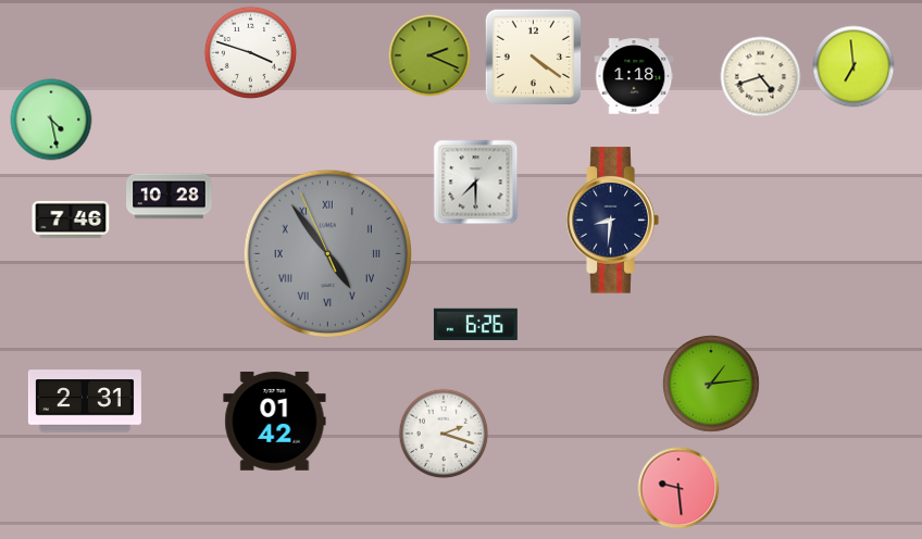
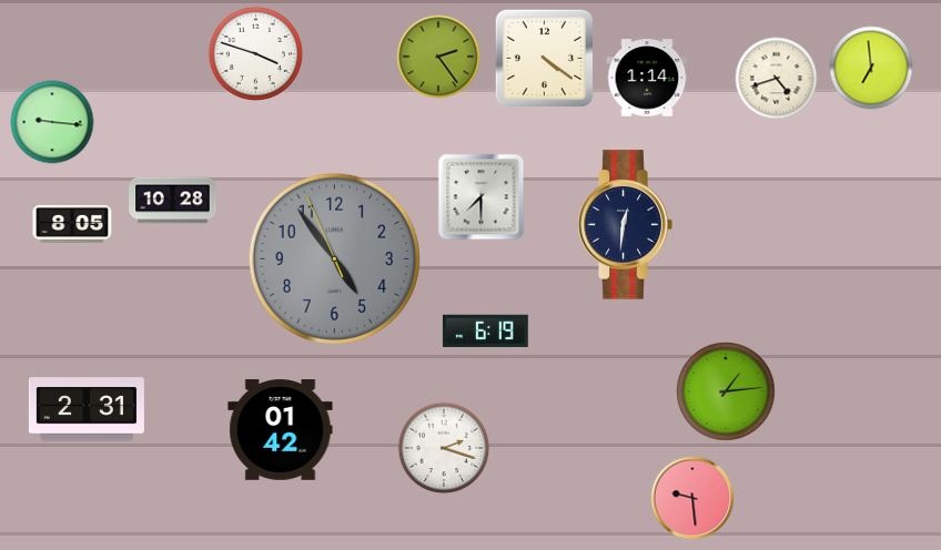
clock at (429, 55): 2:19 -> 2:24
clock at (634, 76): 1:18 -> 1:14
clock at (51, 120): 4:28 -> 9:16
clock at (476, 183) position: (476, 183) -> (482, 197)
clock at (71, 220): 7:46 -> 8:05
clock at (612, 221): 8:31 -> 12:31
clock at (327, 253) numerals: Roman -> Arabic
clock at (475, 324): 6:26 -> 6:19
clock at (444, 434) position: (444, 434) -> (444, 448)
